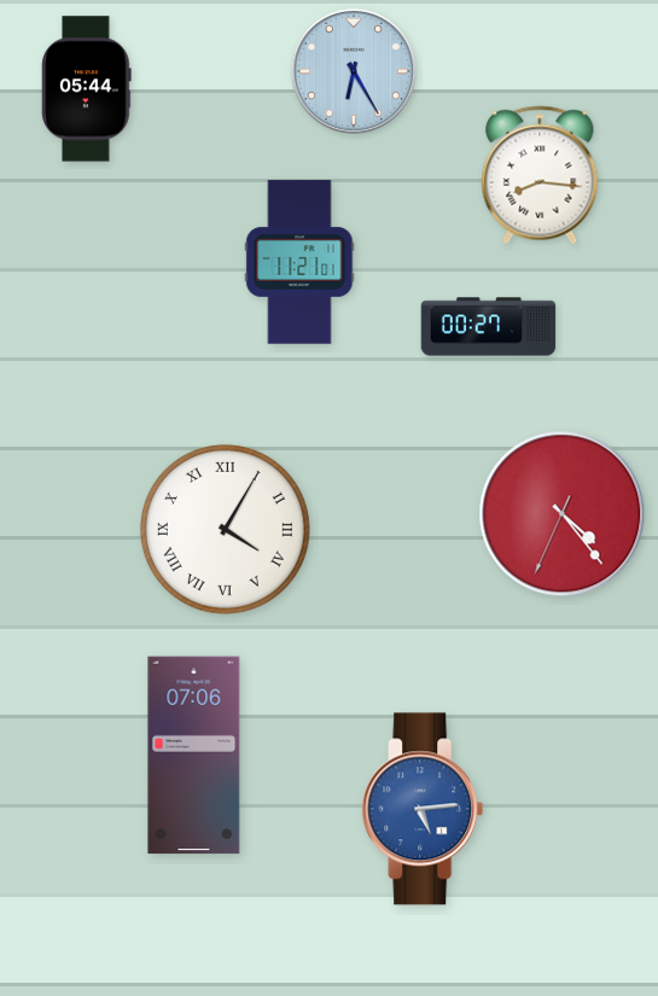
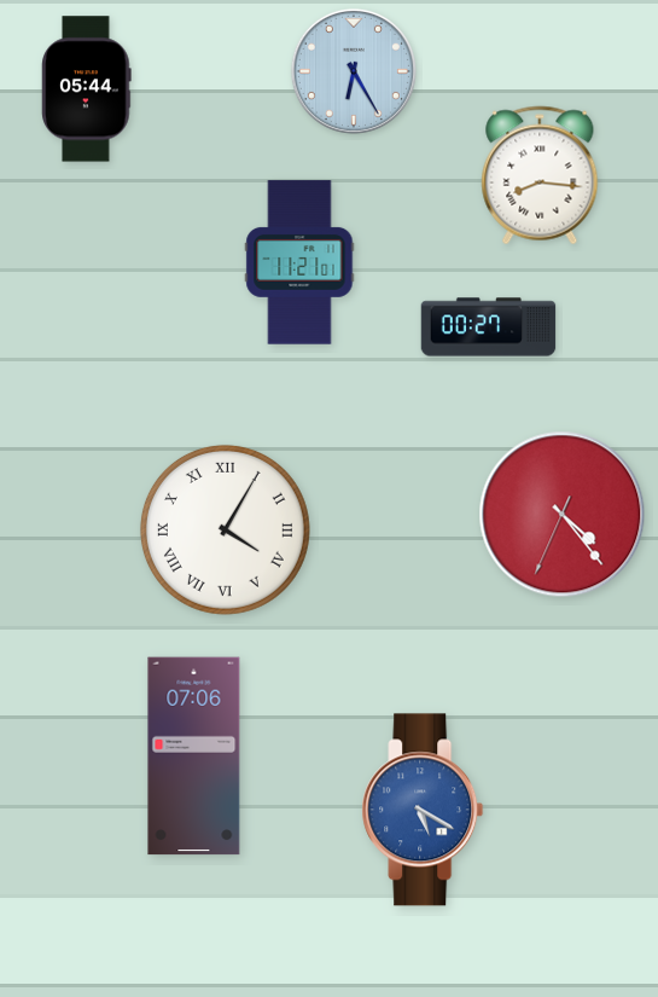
clock at (423, 809): 5:14 -> 5:20
